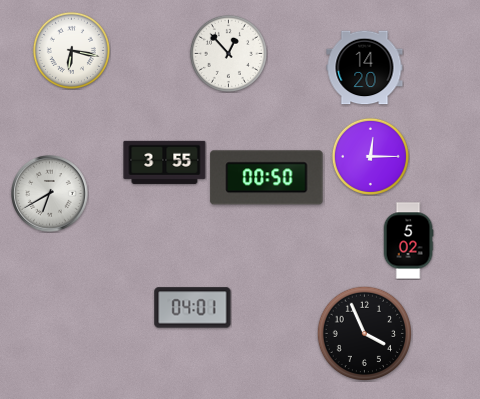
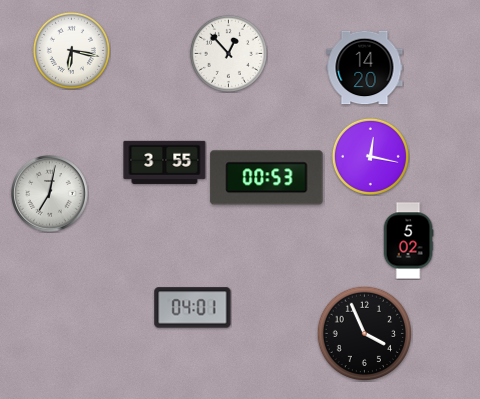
clock at (370, 156): 12:15 -> 12:17
clock at (267, 178): 00:50 -> 00:53
clock at (50, 194): 6:40 -> 7:02
